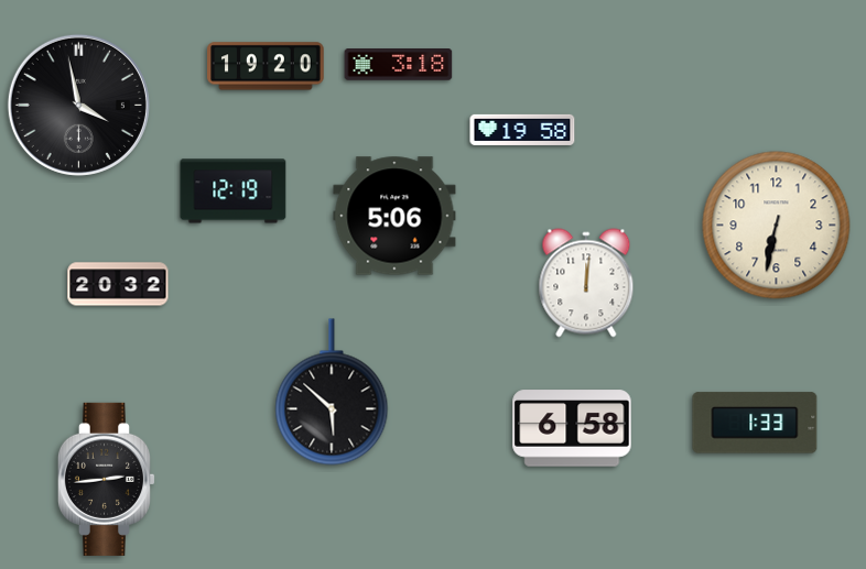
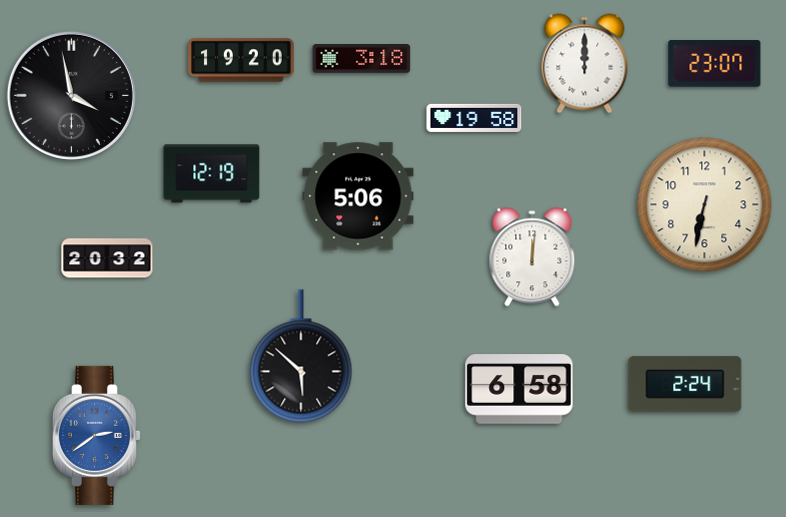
clock at (585, 64): none -> 12:00
clock at (715, 64): none -> 23:07
clock at (755, 423): 1:33 -> 2:24
clock at (106, 479): 2:44 -> 2:39
clock at (106, 479) dial: black -> blue
